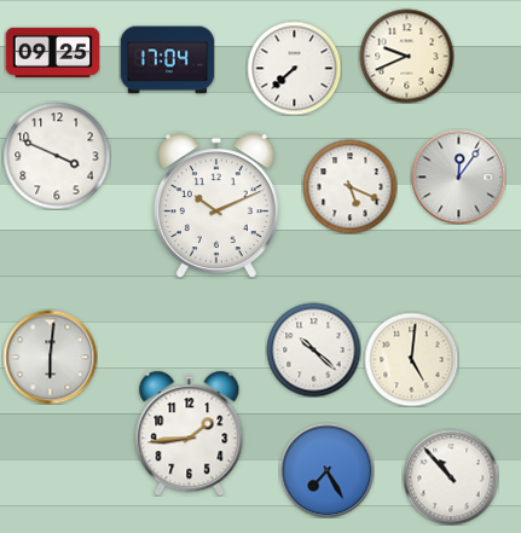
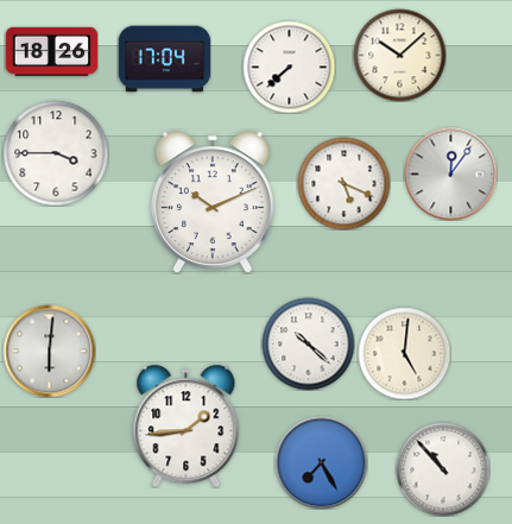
clock at (52, 52): 09:25 -> 18:26
clock at (406, 56): 9:41 -> 10:08
clock at (57, 156): 3:49 -> 3:45
